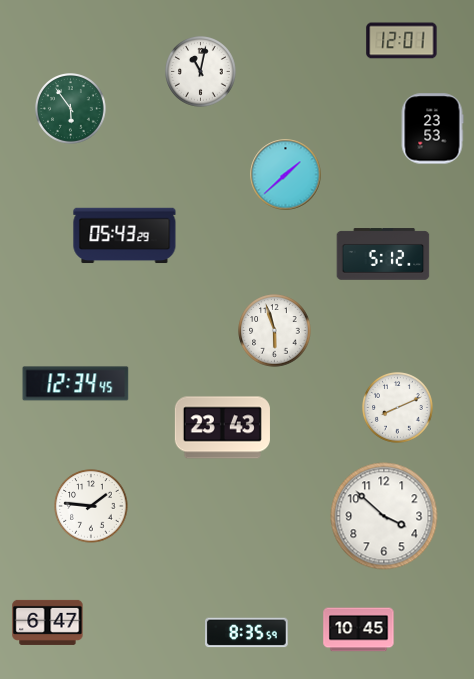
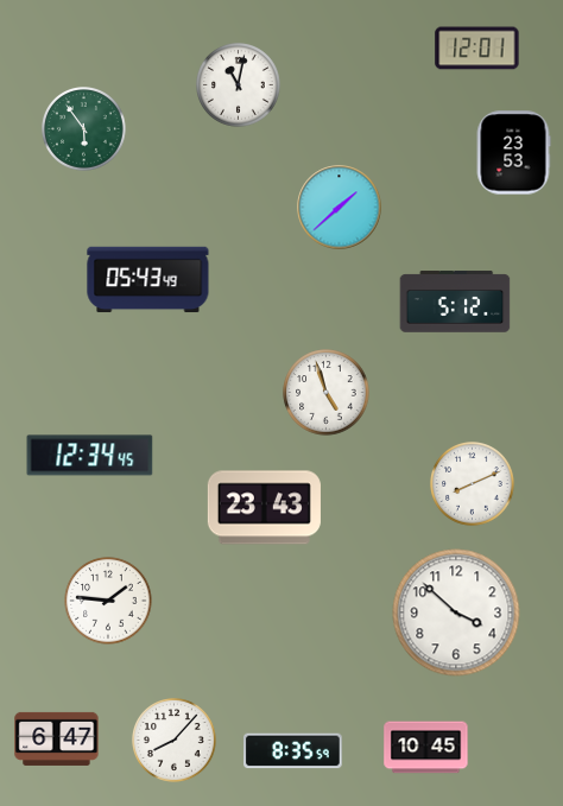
clock at (125, 236): 05:43:29 -> 05:43:49
clock at (275, 331): 5:57 -> 4:57
clock at (175, 741): none -> 8:07
